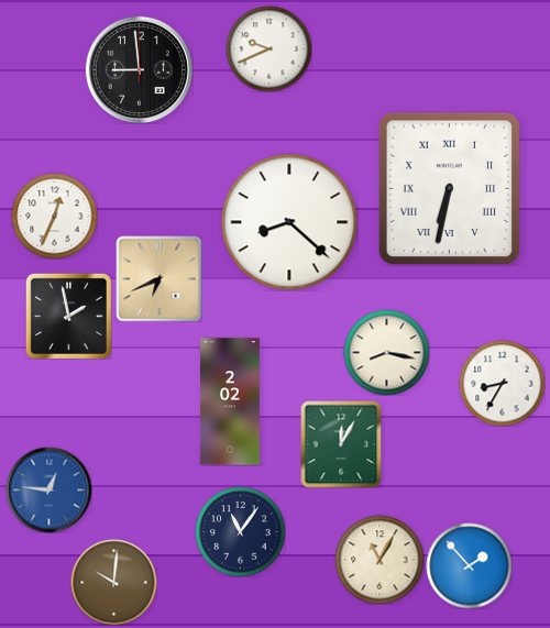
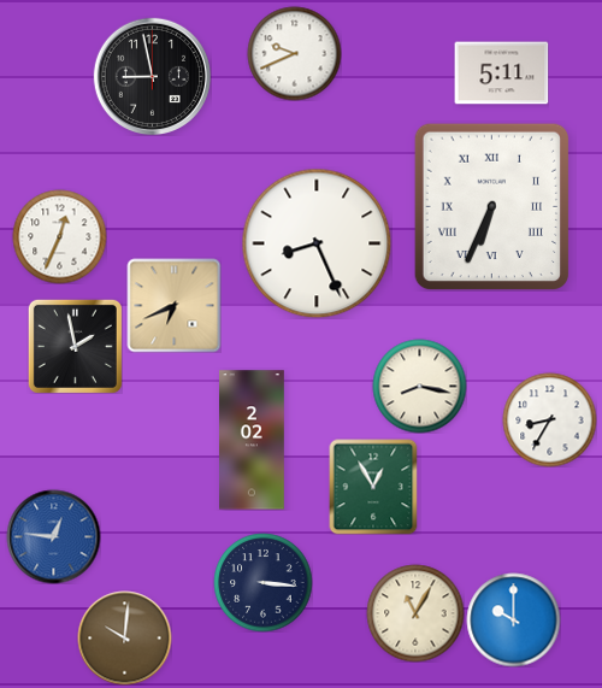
clock at (501, 73): none -> 5:11
clock at (139, 69): 8:59 -> 8:58
clock at (449, 188): 6:32 -> 6:34
clock at (289, 222): 8:22 -> 8:26
clock at (386, 352) position: (386, 352) -> (419, 386)
clock at (341, 444): 12:05 -> 12:55
clock at (240, 531): 11:06 -> 3:16
clock at (469, 565): 1:53 -> 10:00
